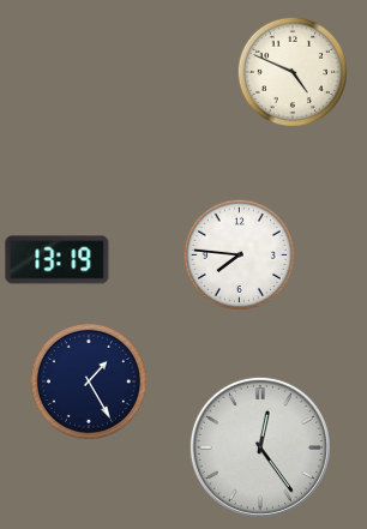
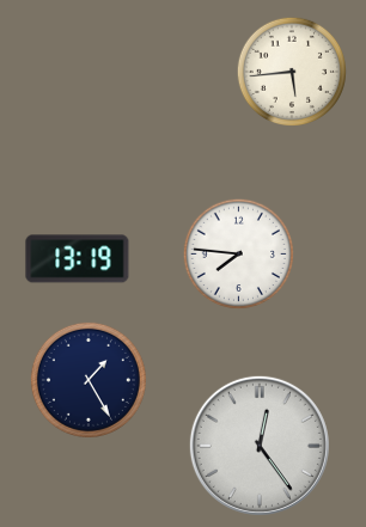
clock at (291, 71): 4:49 -> 5:44
clock at (58, 260) position: (58, 260) -> (78, 259)
